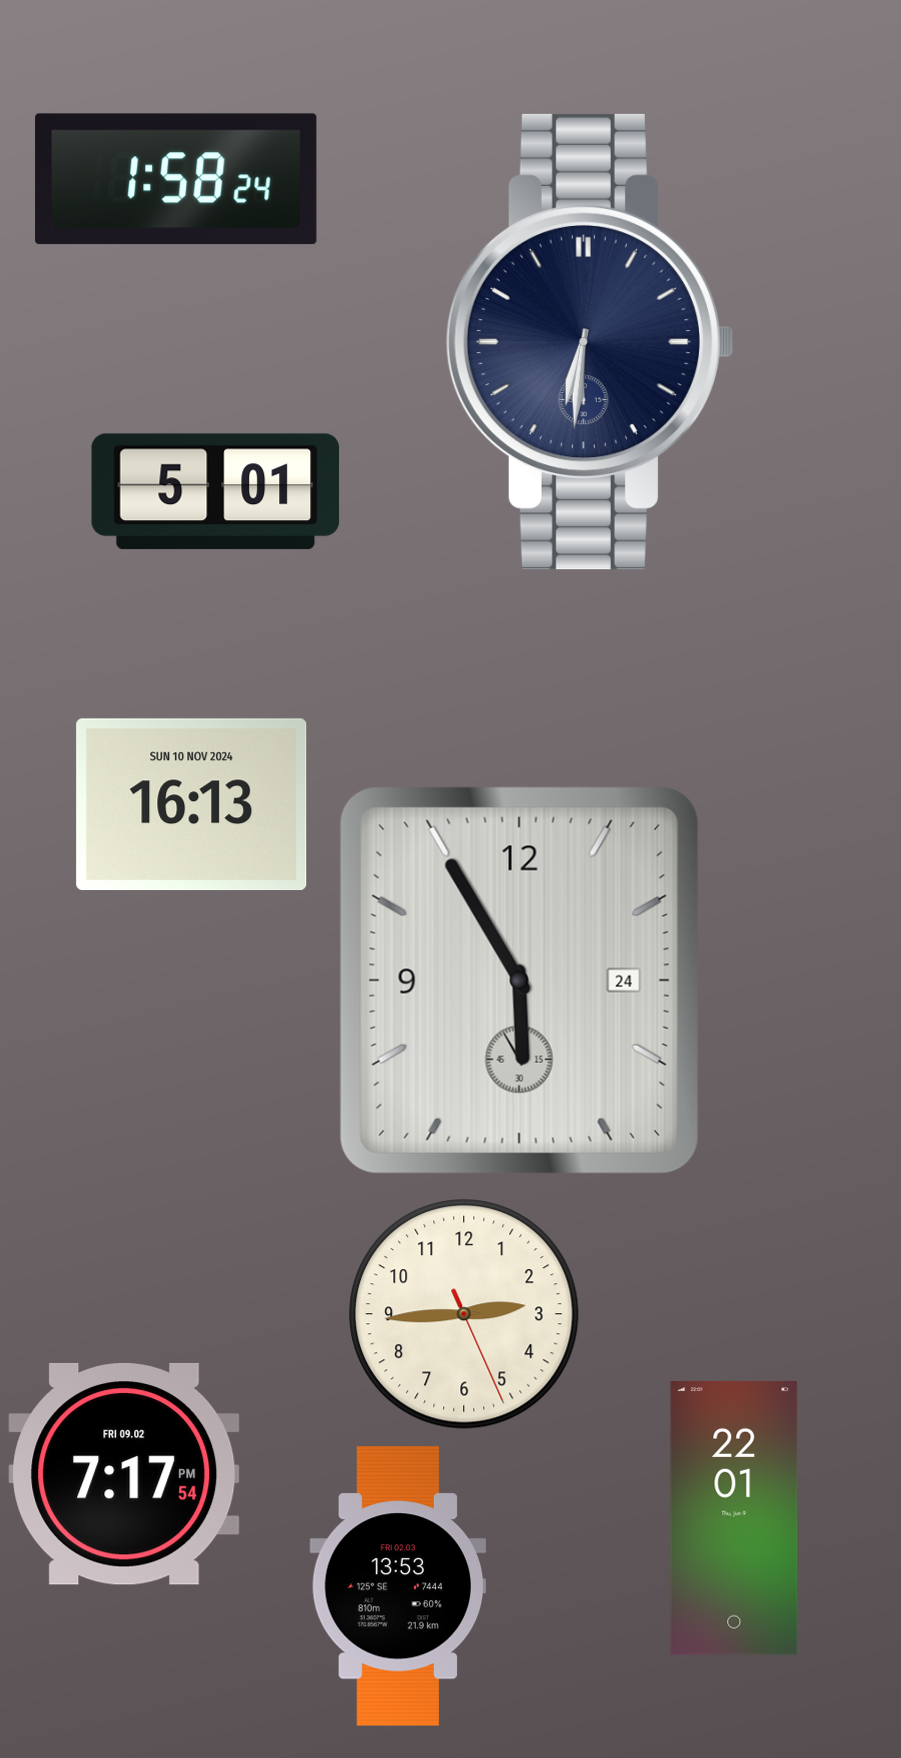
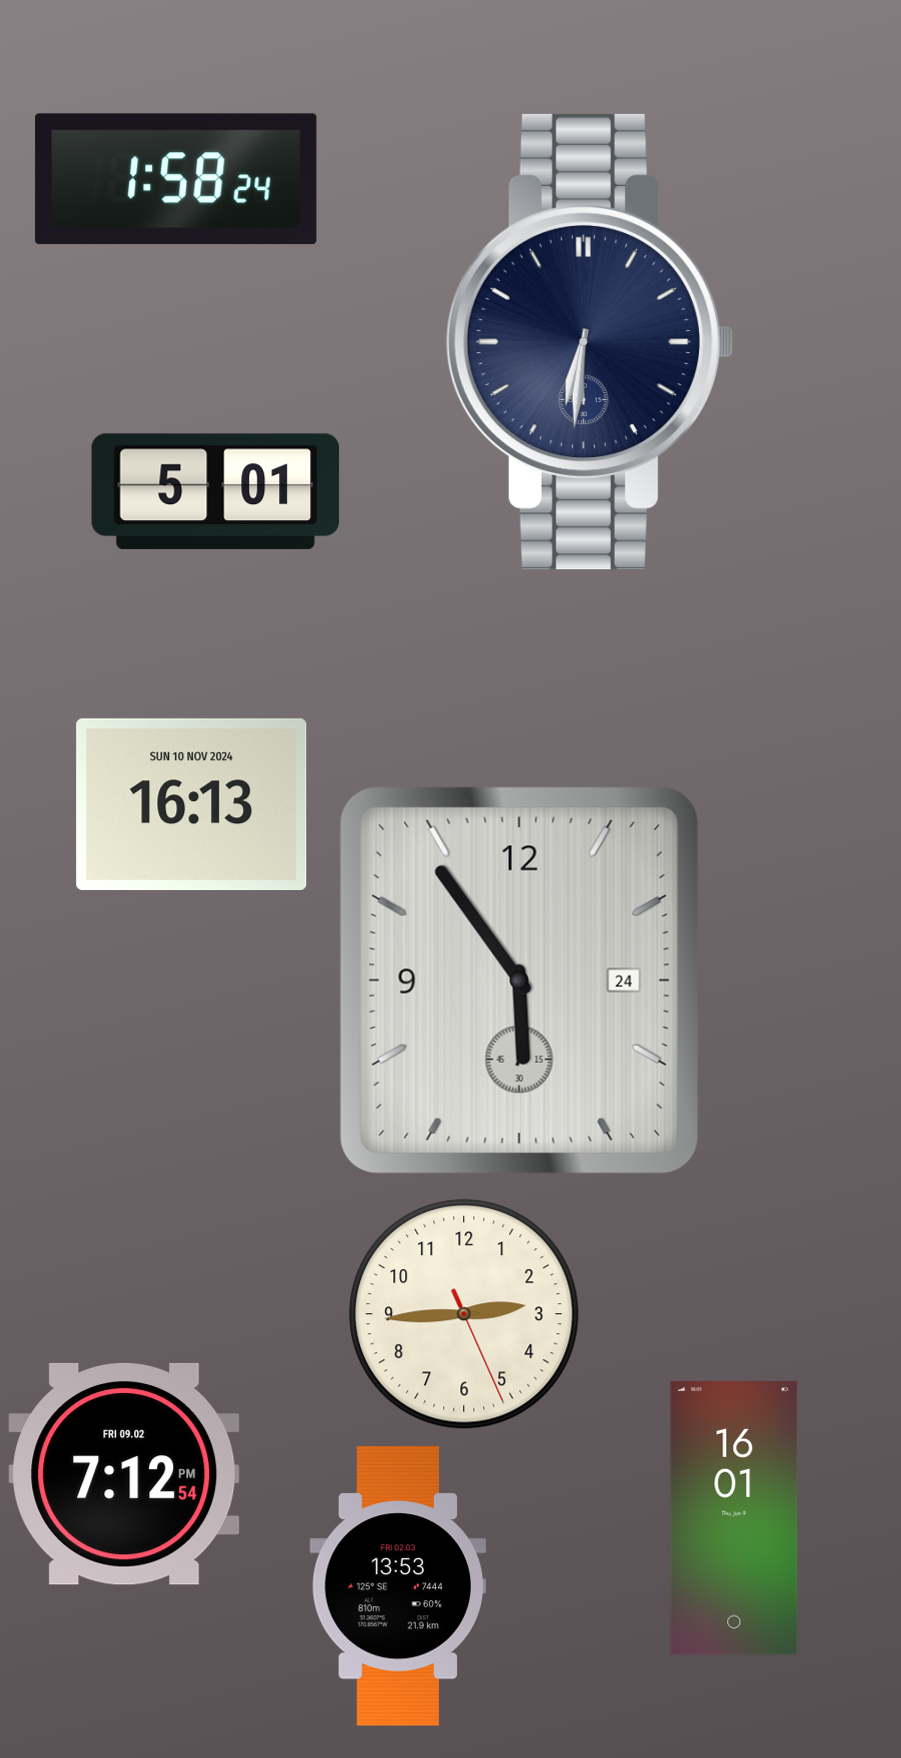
clock at (519, 980): 5:54:55 -> 5:54:03
clock at (124, 1474): 7:17 -> 7:12
clock at (734, 1518): 22:01 -> 16:01
